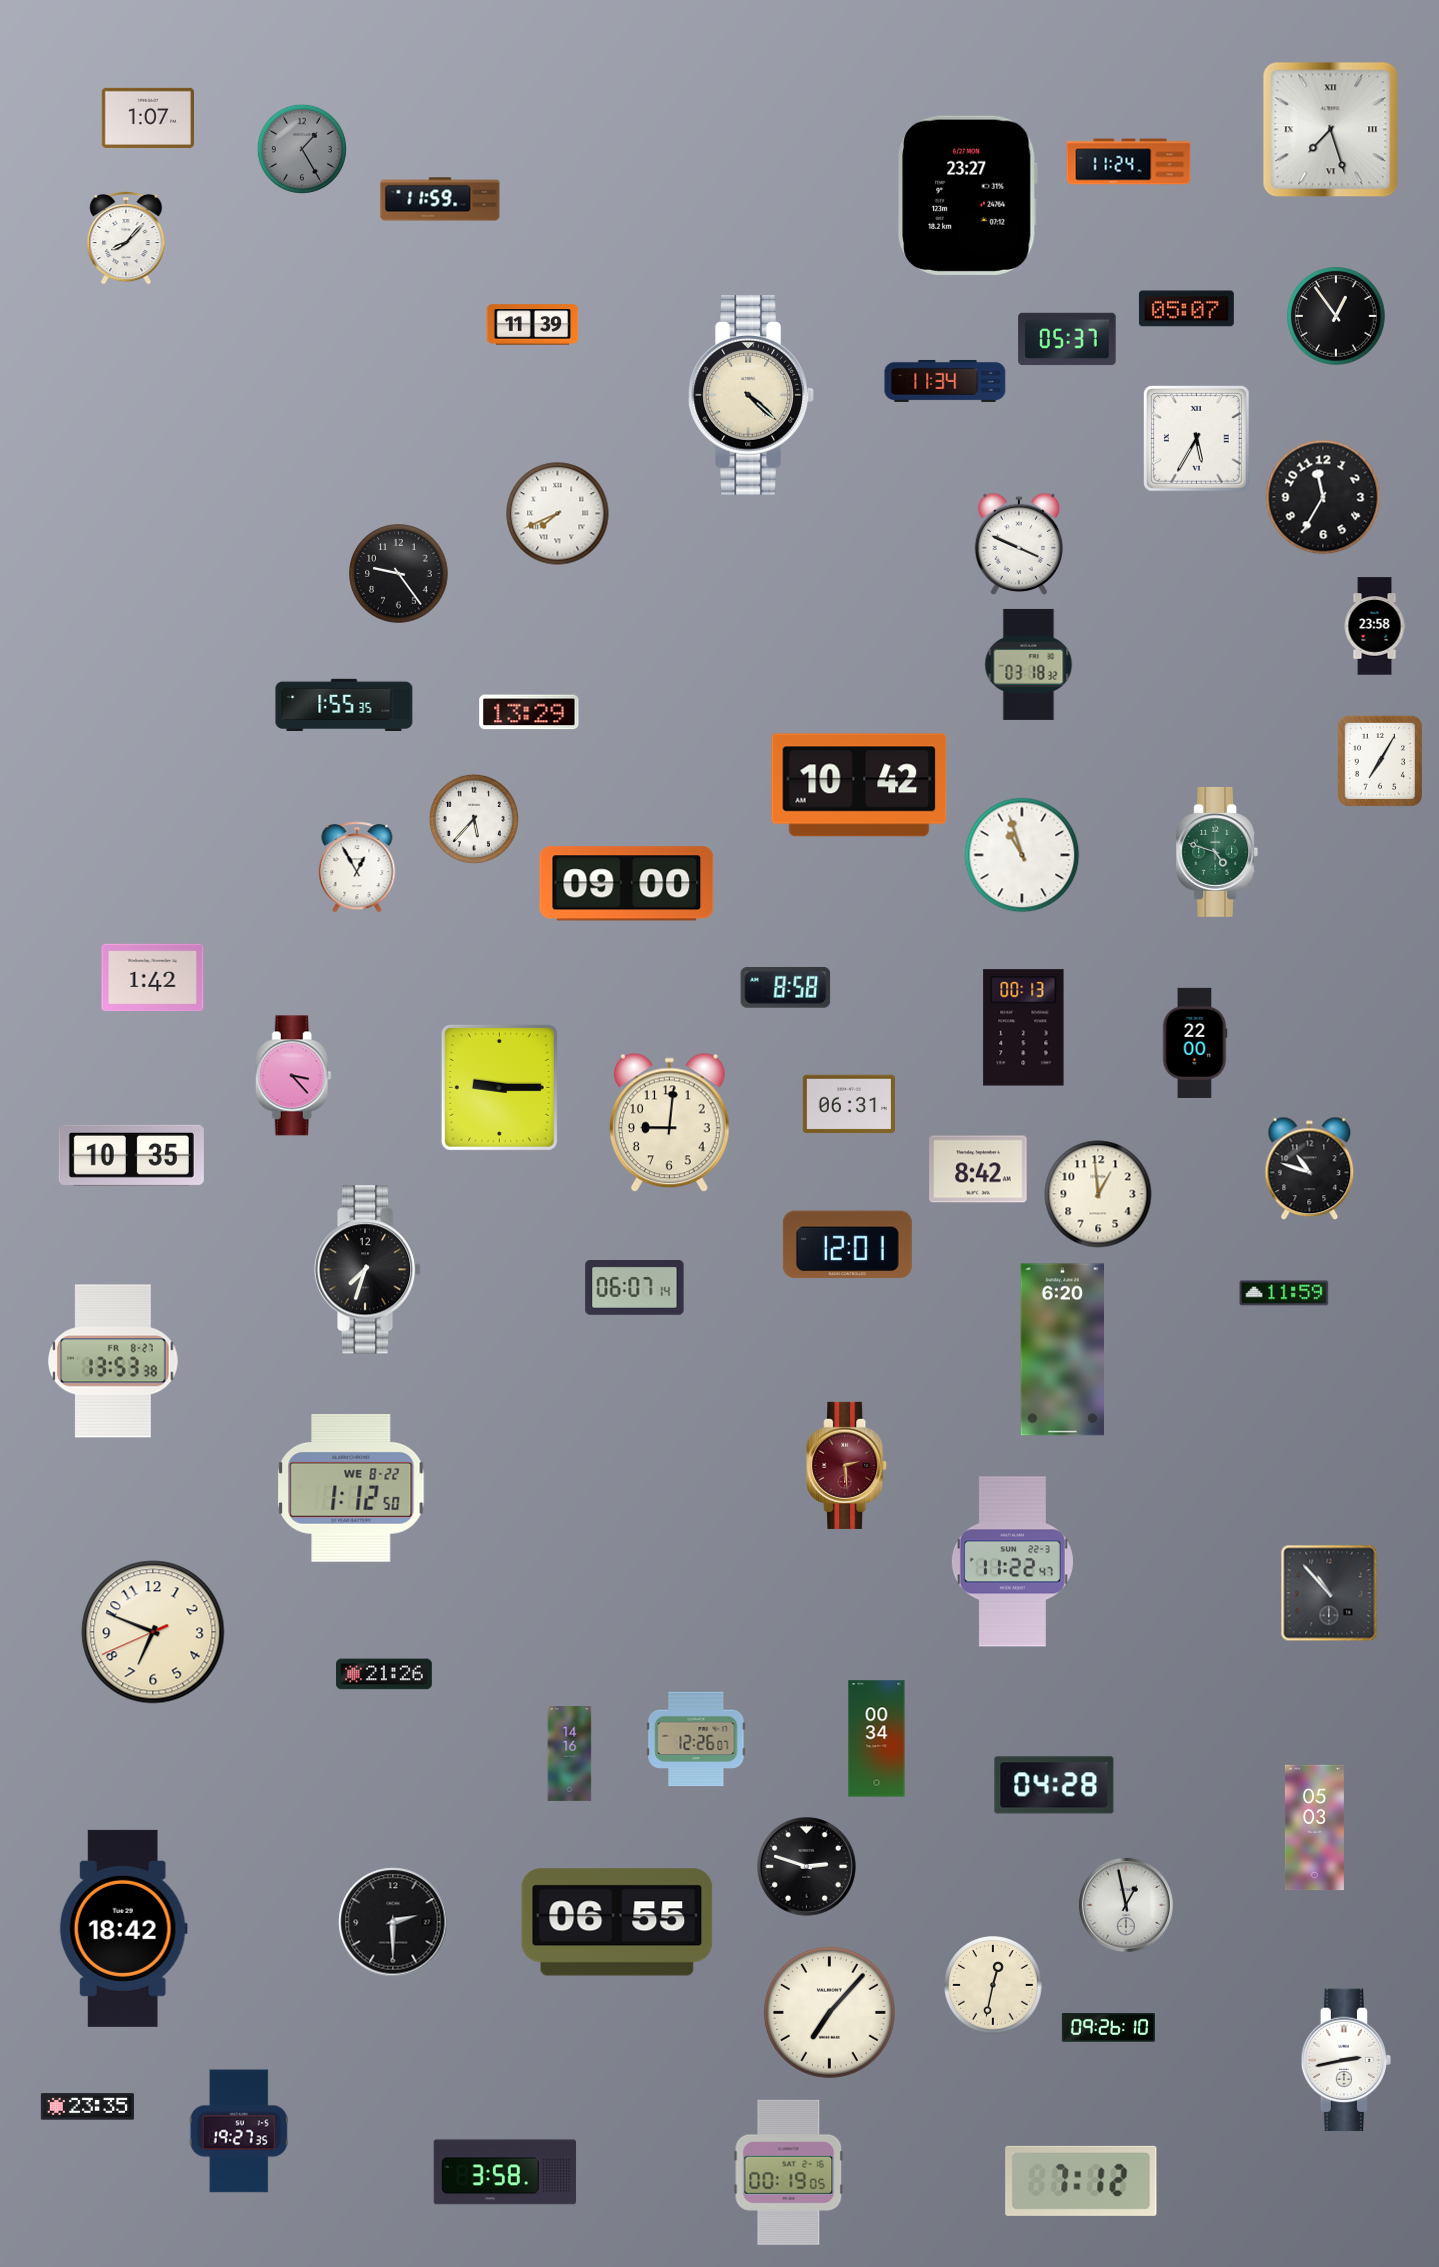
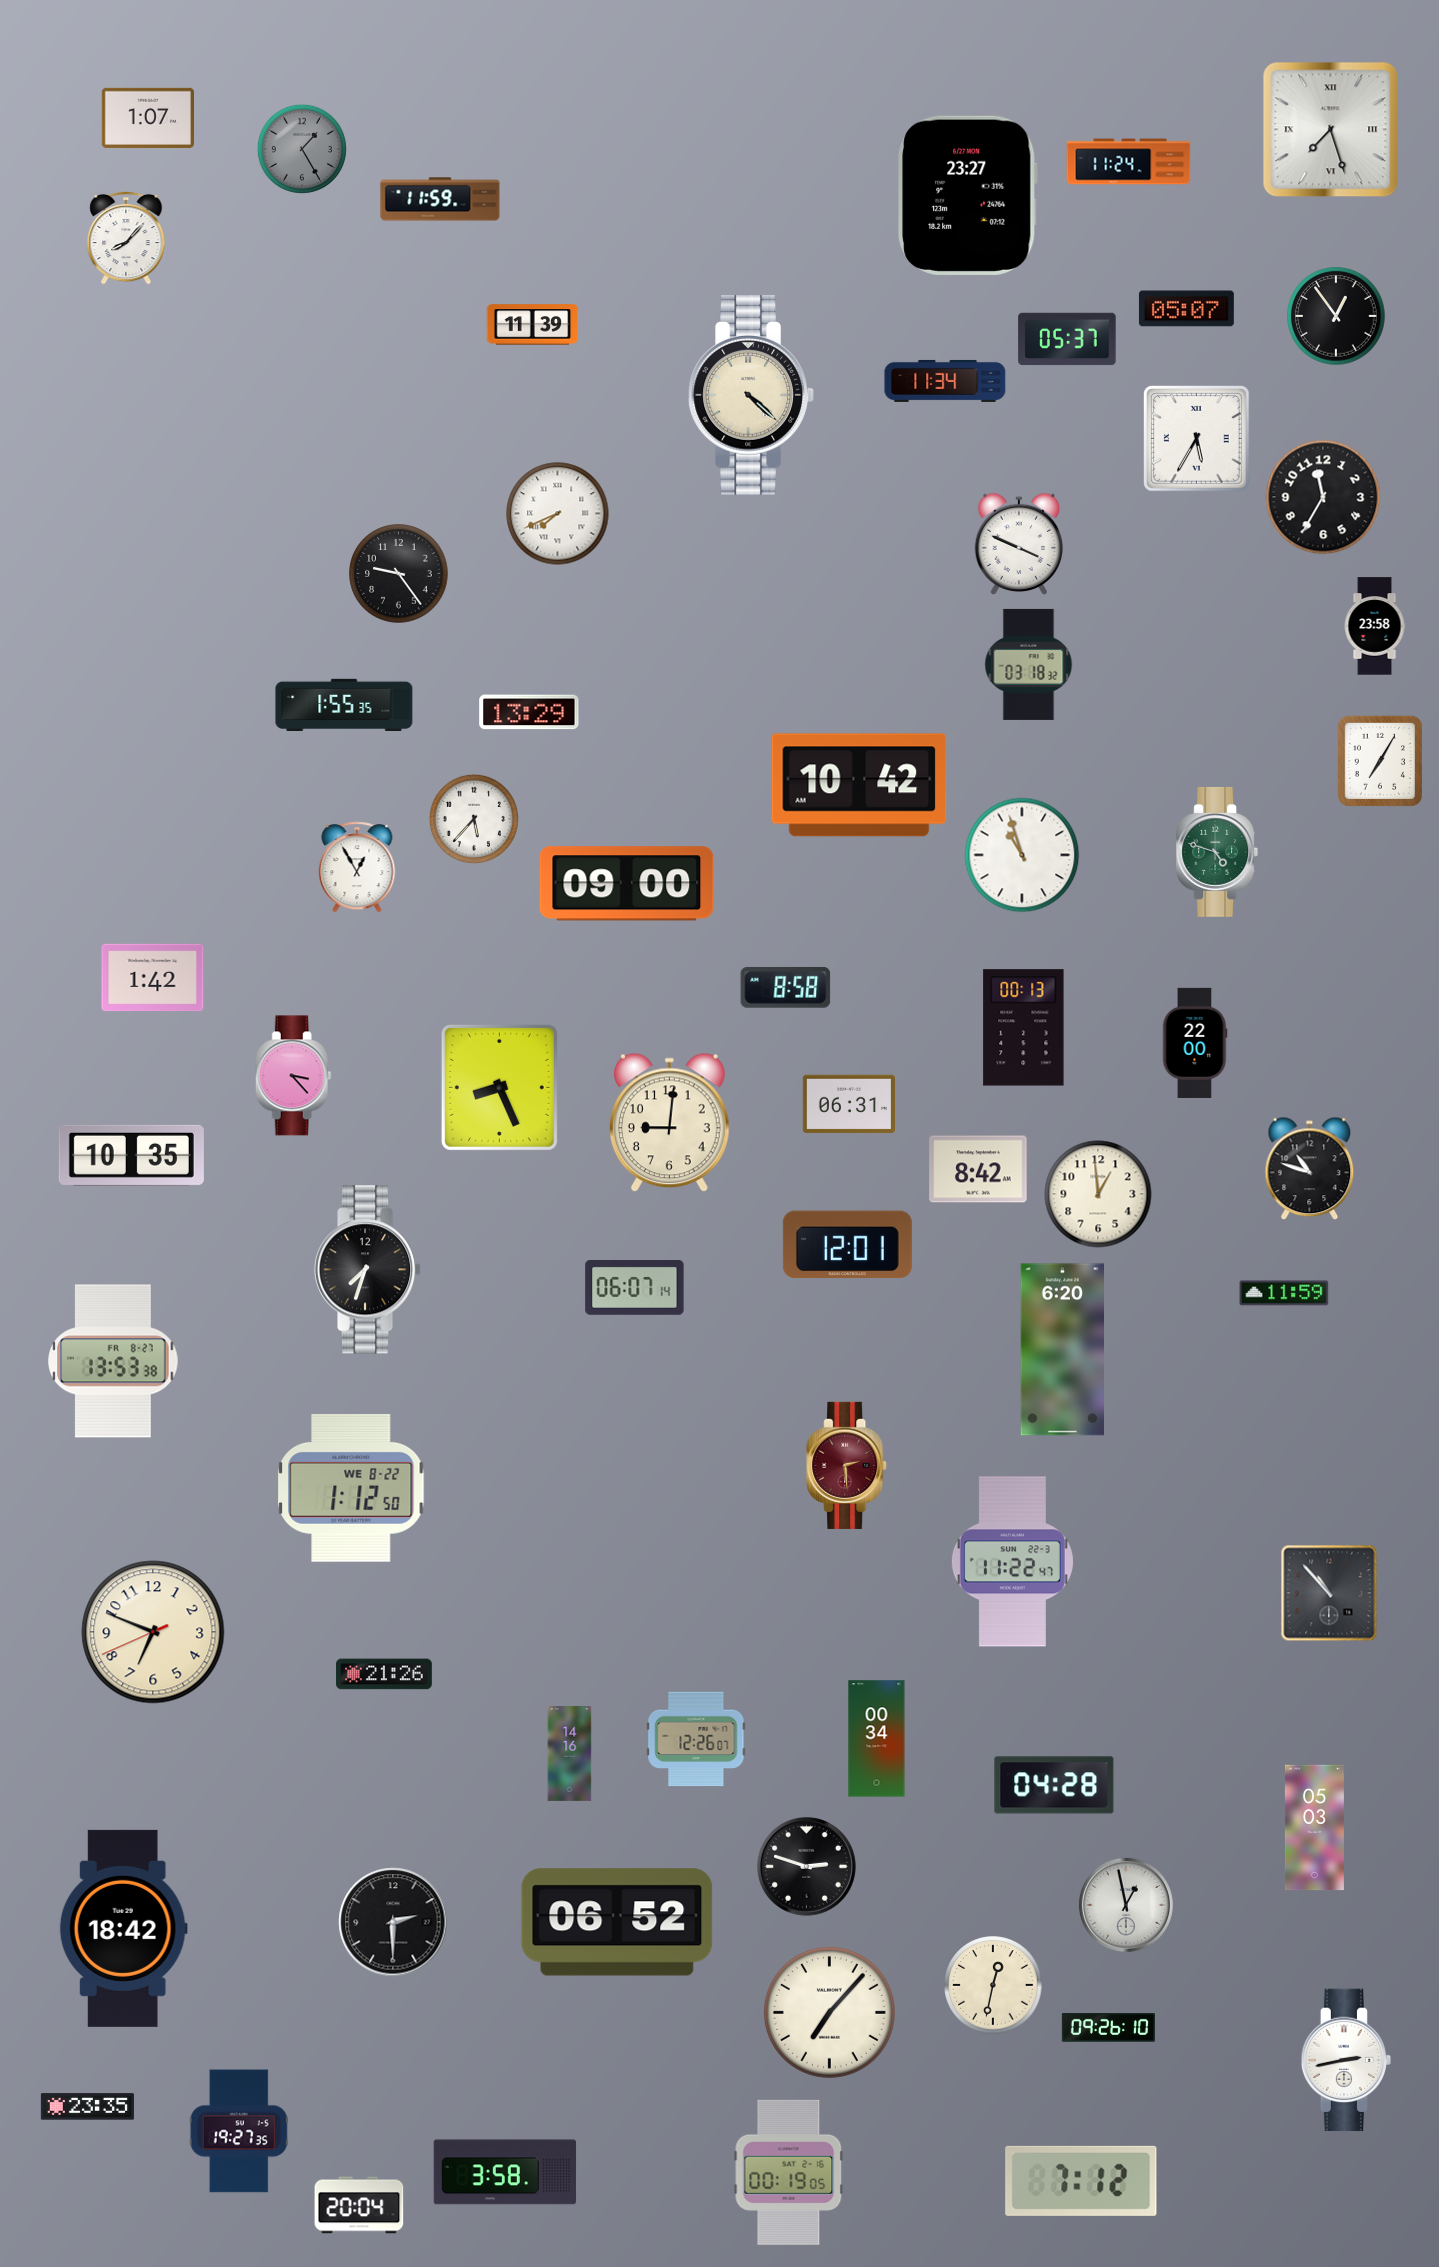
clock at (499, 1087): 9:15 -> 8:26
clock at (617, 1922): 06:55 -> 06:52
clock at (359, 2205): none -> 20:04
